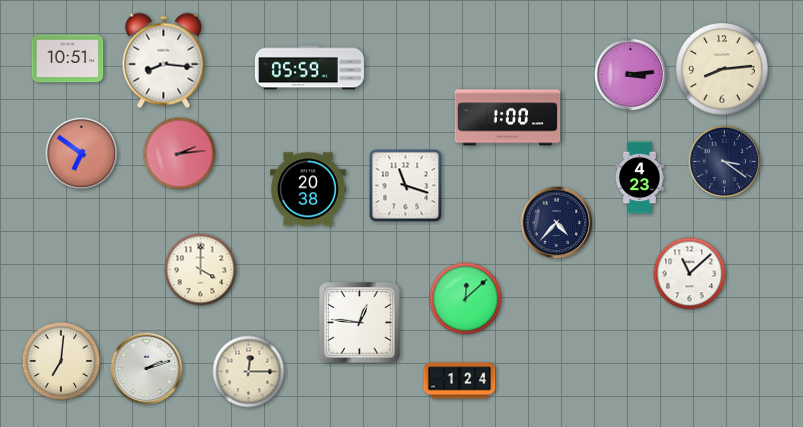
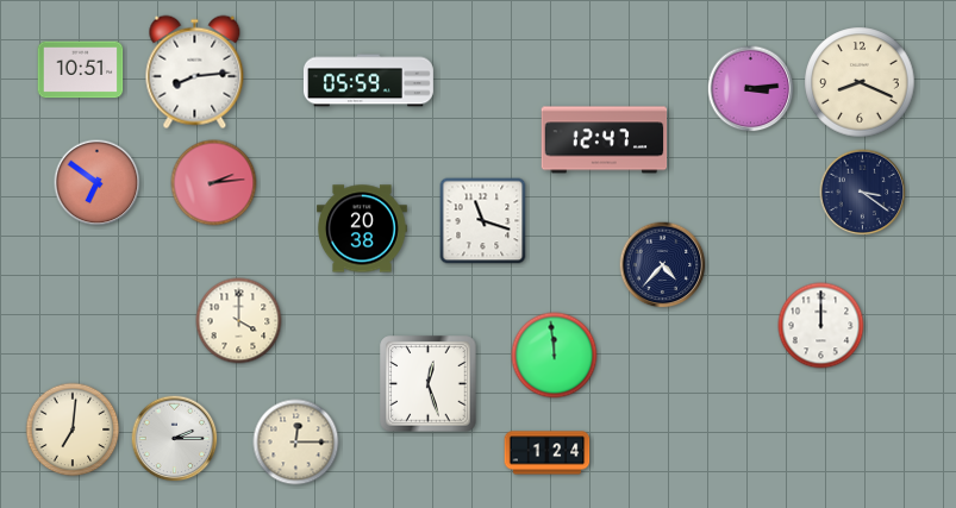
clock at (164, 61): 8:16 -> 8:14
clock at (722, 69): 8:14 -> 8:19
clock at (508, 118): 1:00 -> 12:47
clock at (640, 178): 4:23 -> none
clock at (309, 189) position: (309, 189) -> (363, 228)
clock at (690, 274): 11:08 -> 12:00
clock at (466, 299): 12:08 -> 11:59
clock at (360, 323): 12:46 -> 12:27
clock at (147, 369): 2:12 -> 2:15
